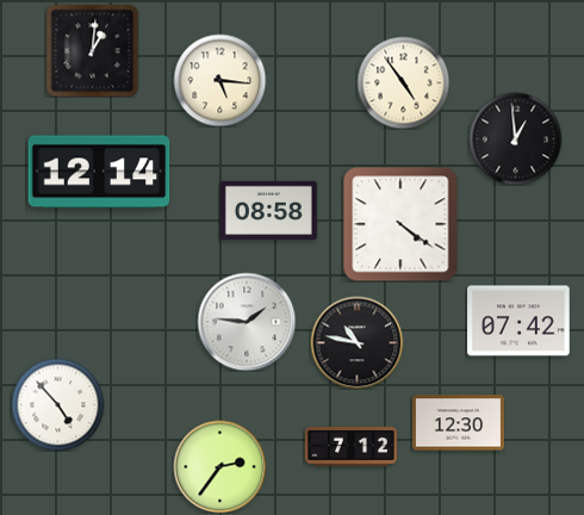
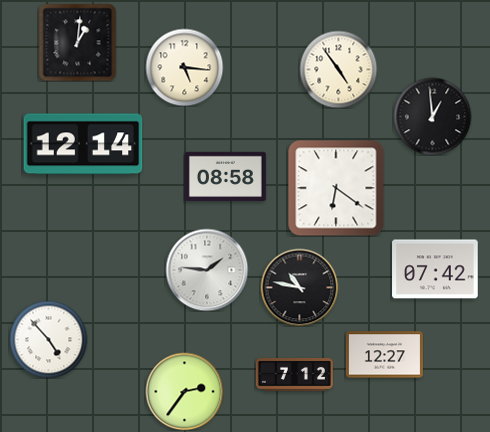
clock at (400, 224): 4:21 -> 6:21
clock at (458, 423): 12:30 -> 12:27
